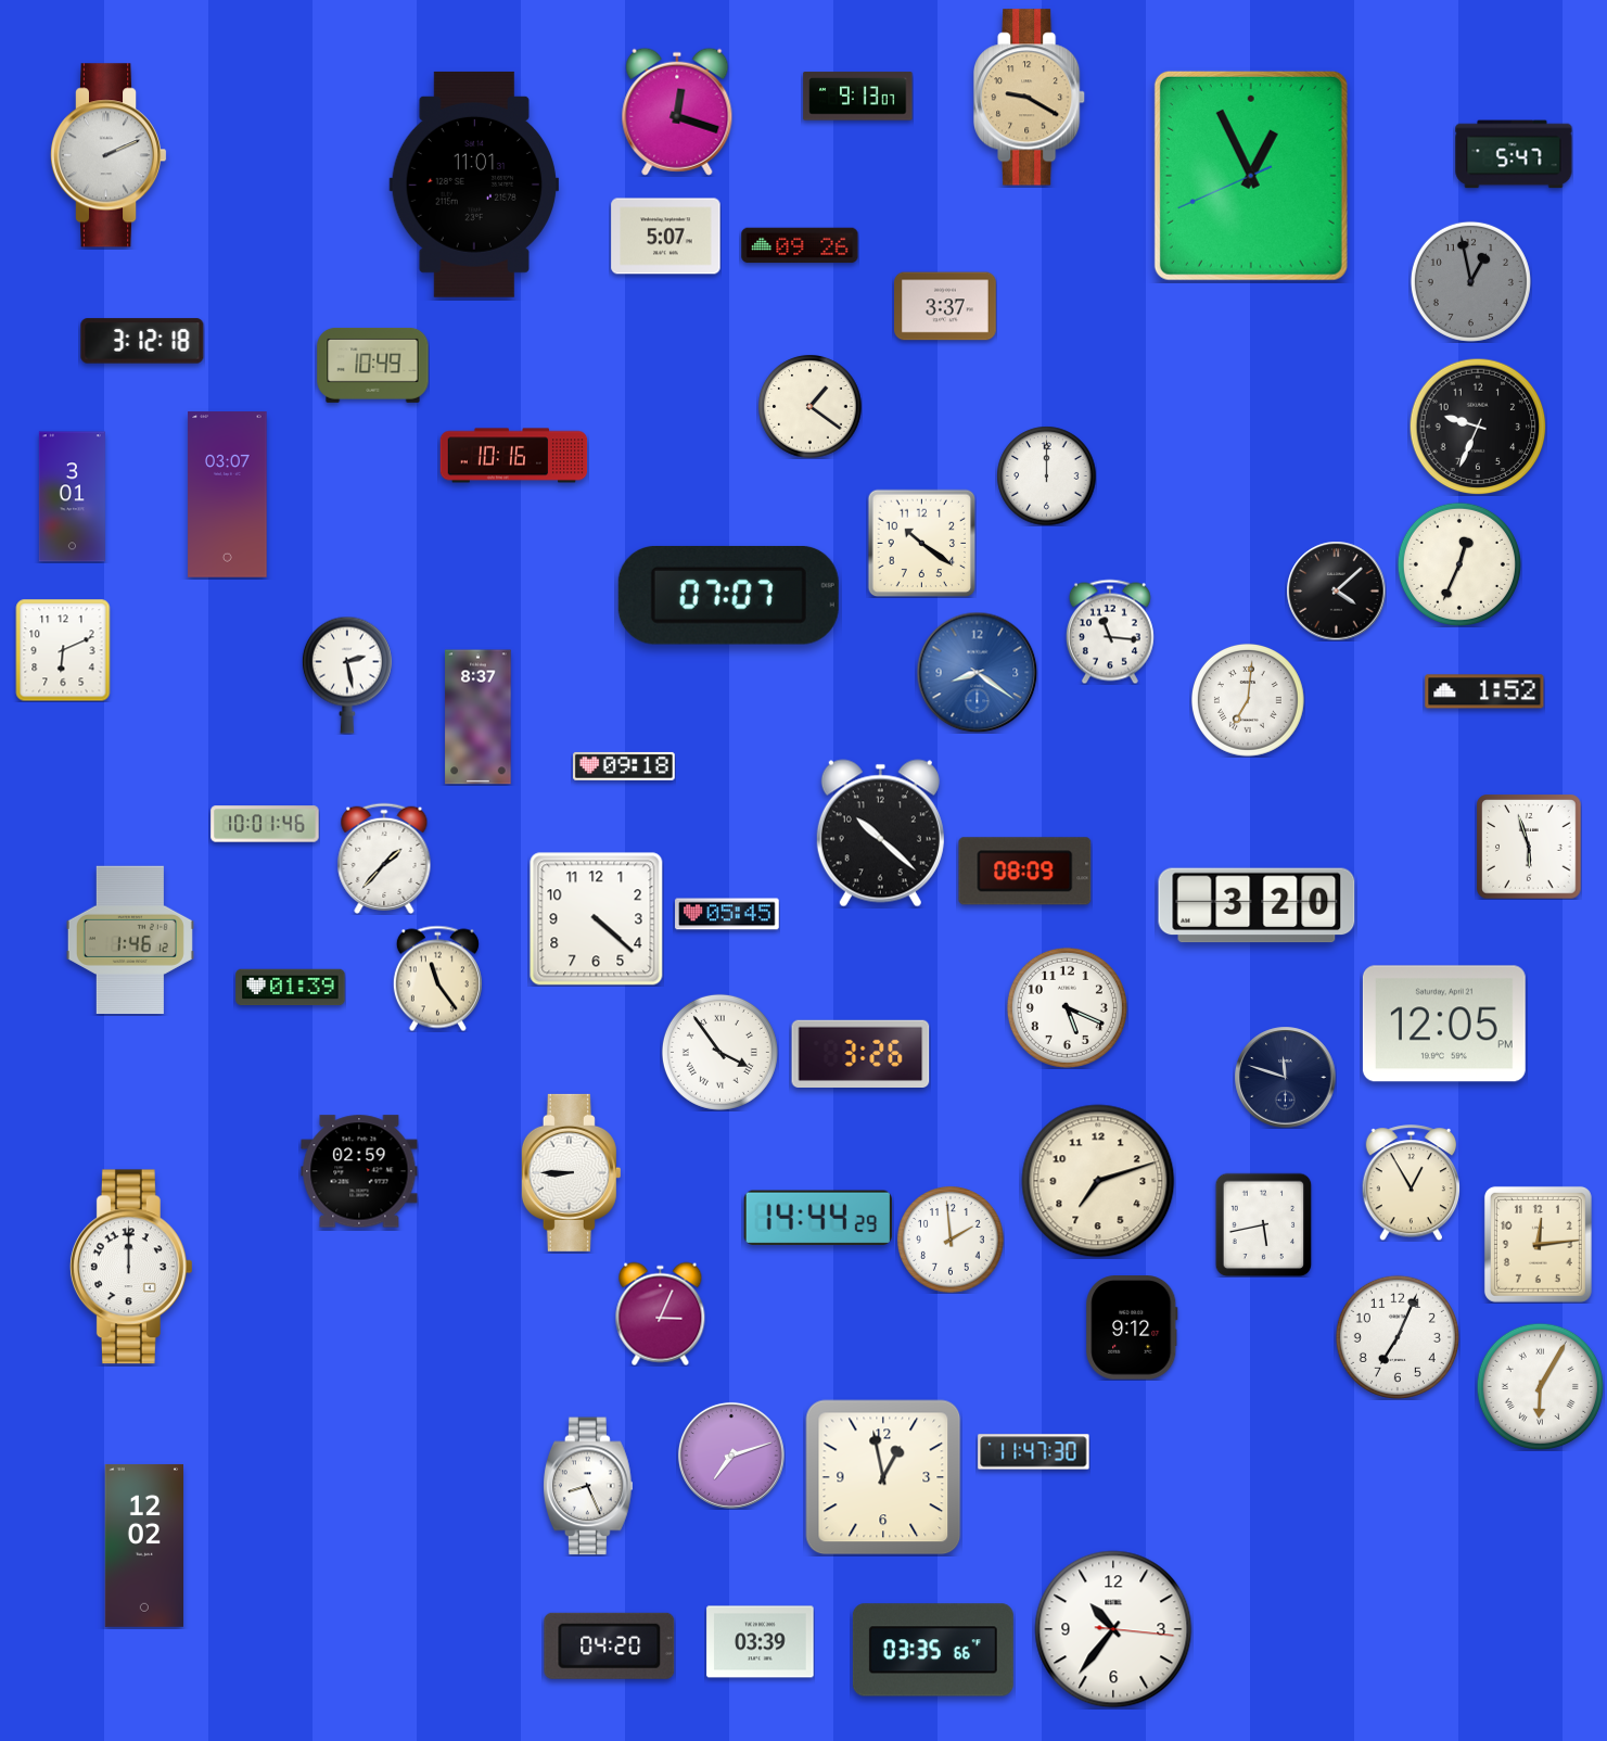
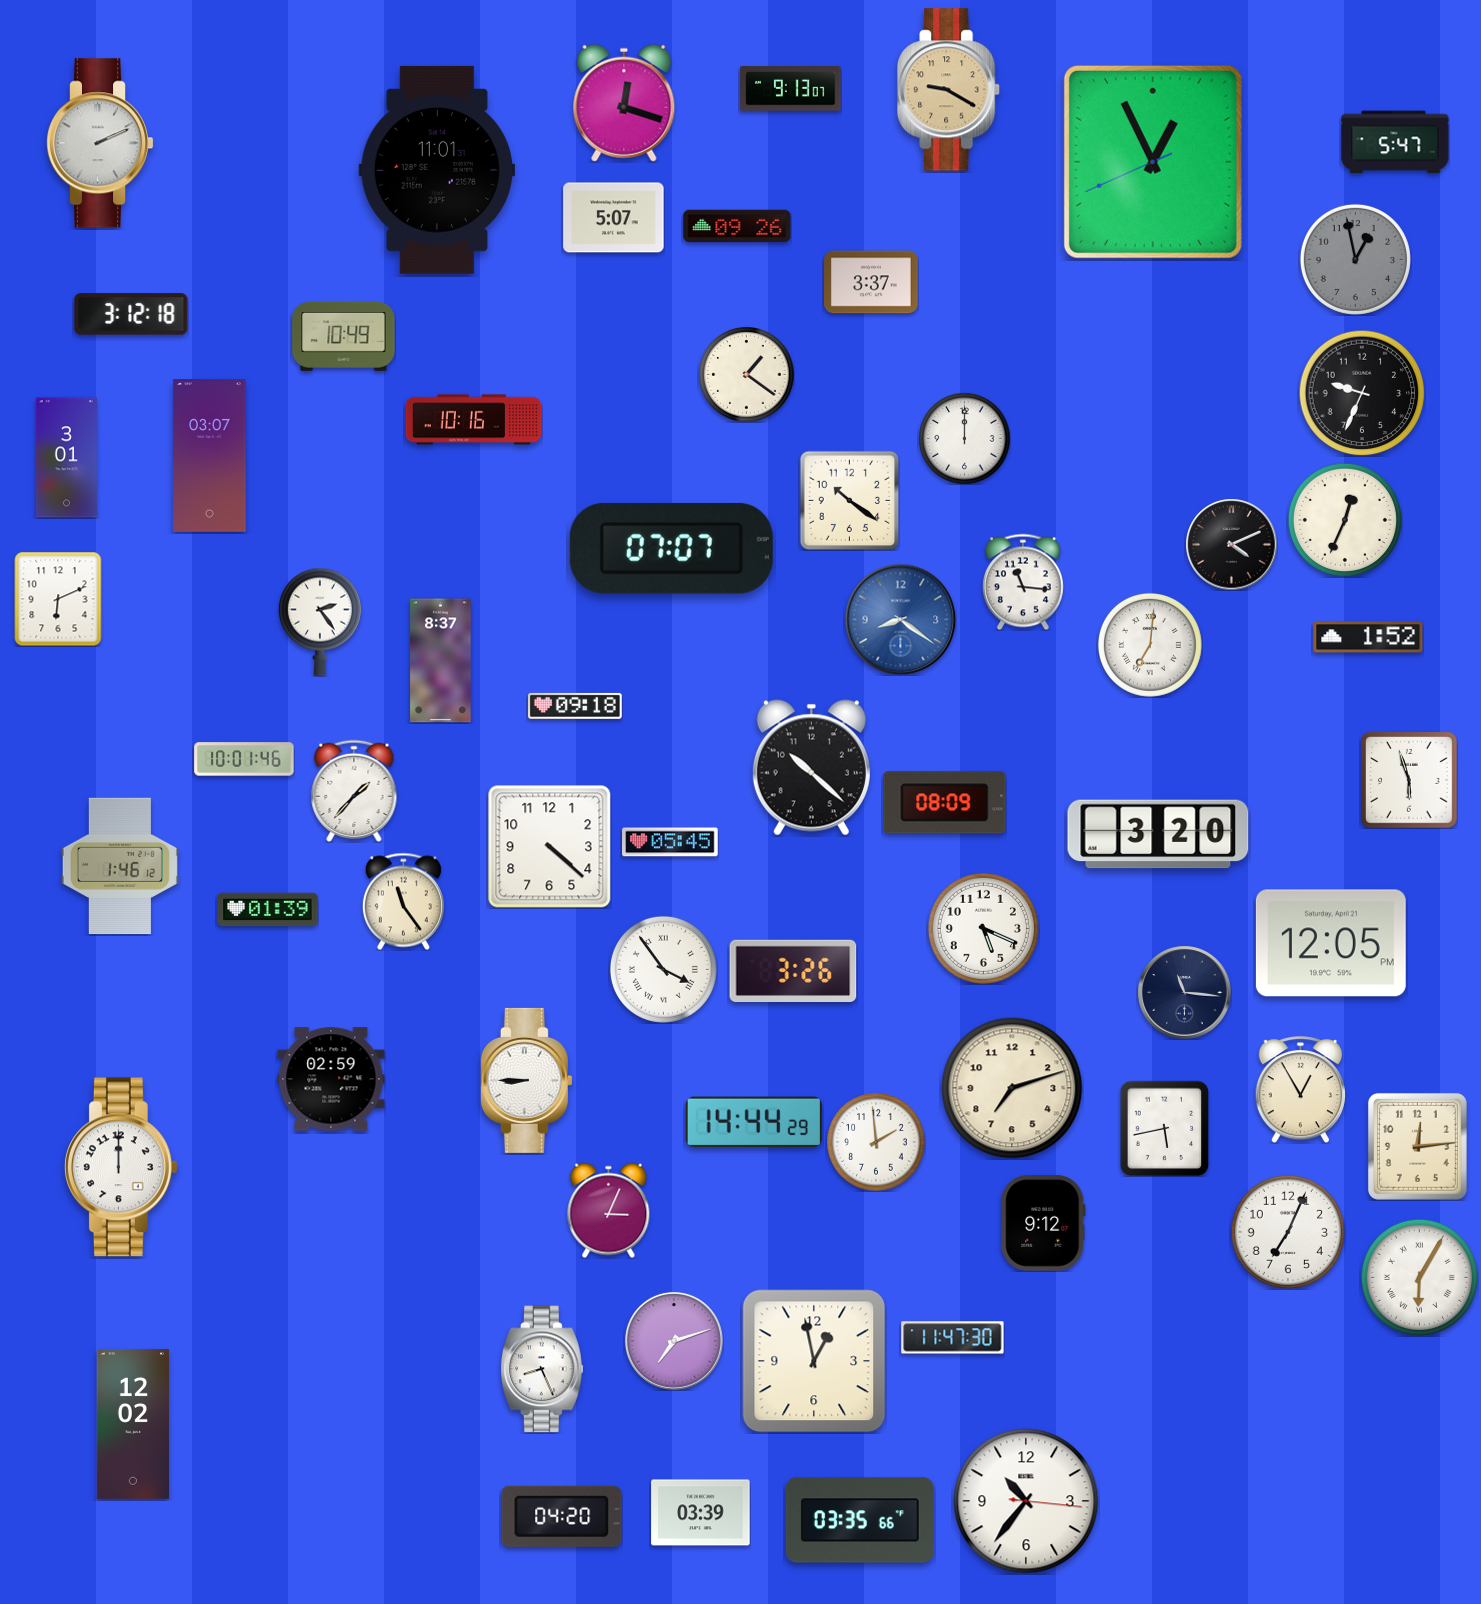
clock at (1336, 590): 4:08 -> 4:11
clock at (347, 675): 2:28 -> 2:24
clock at (1285, 1077): 11:48 -> 11:16
